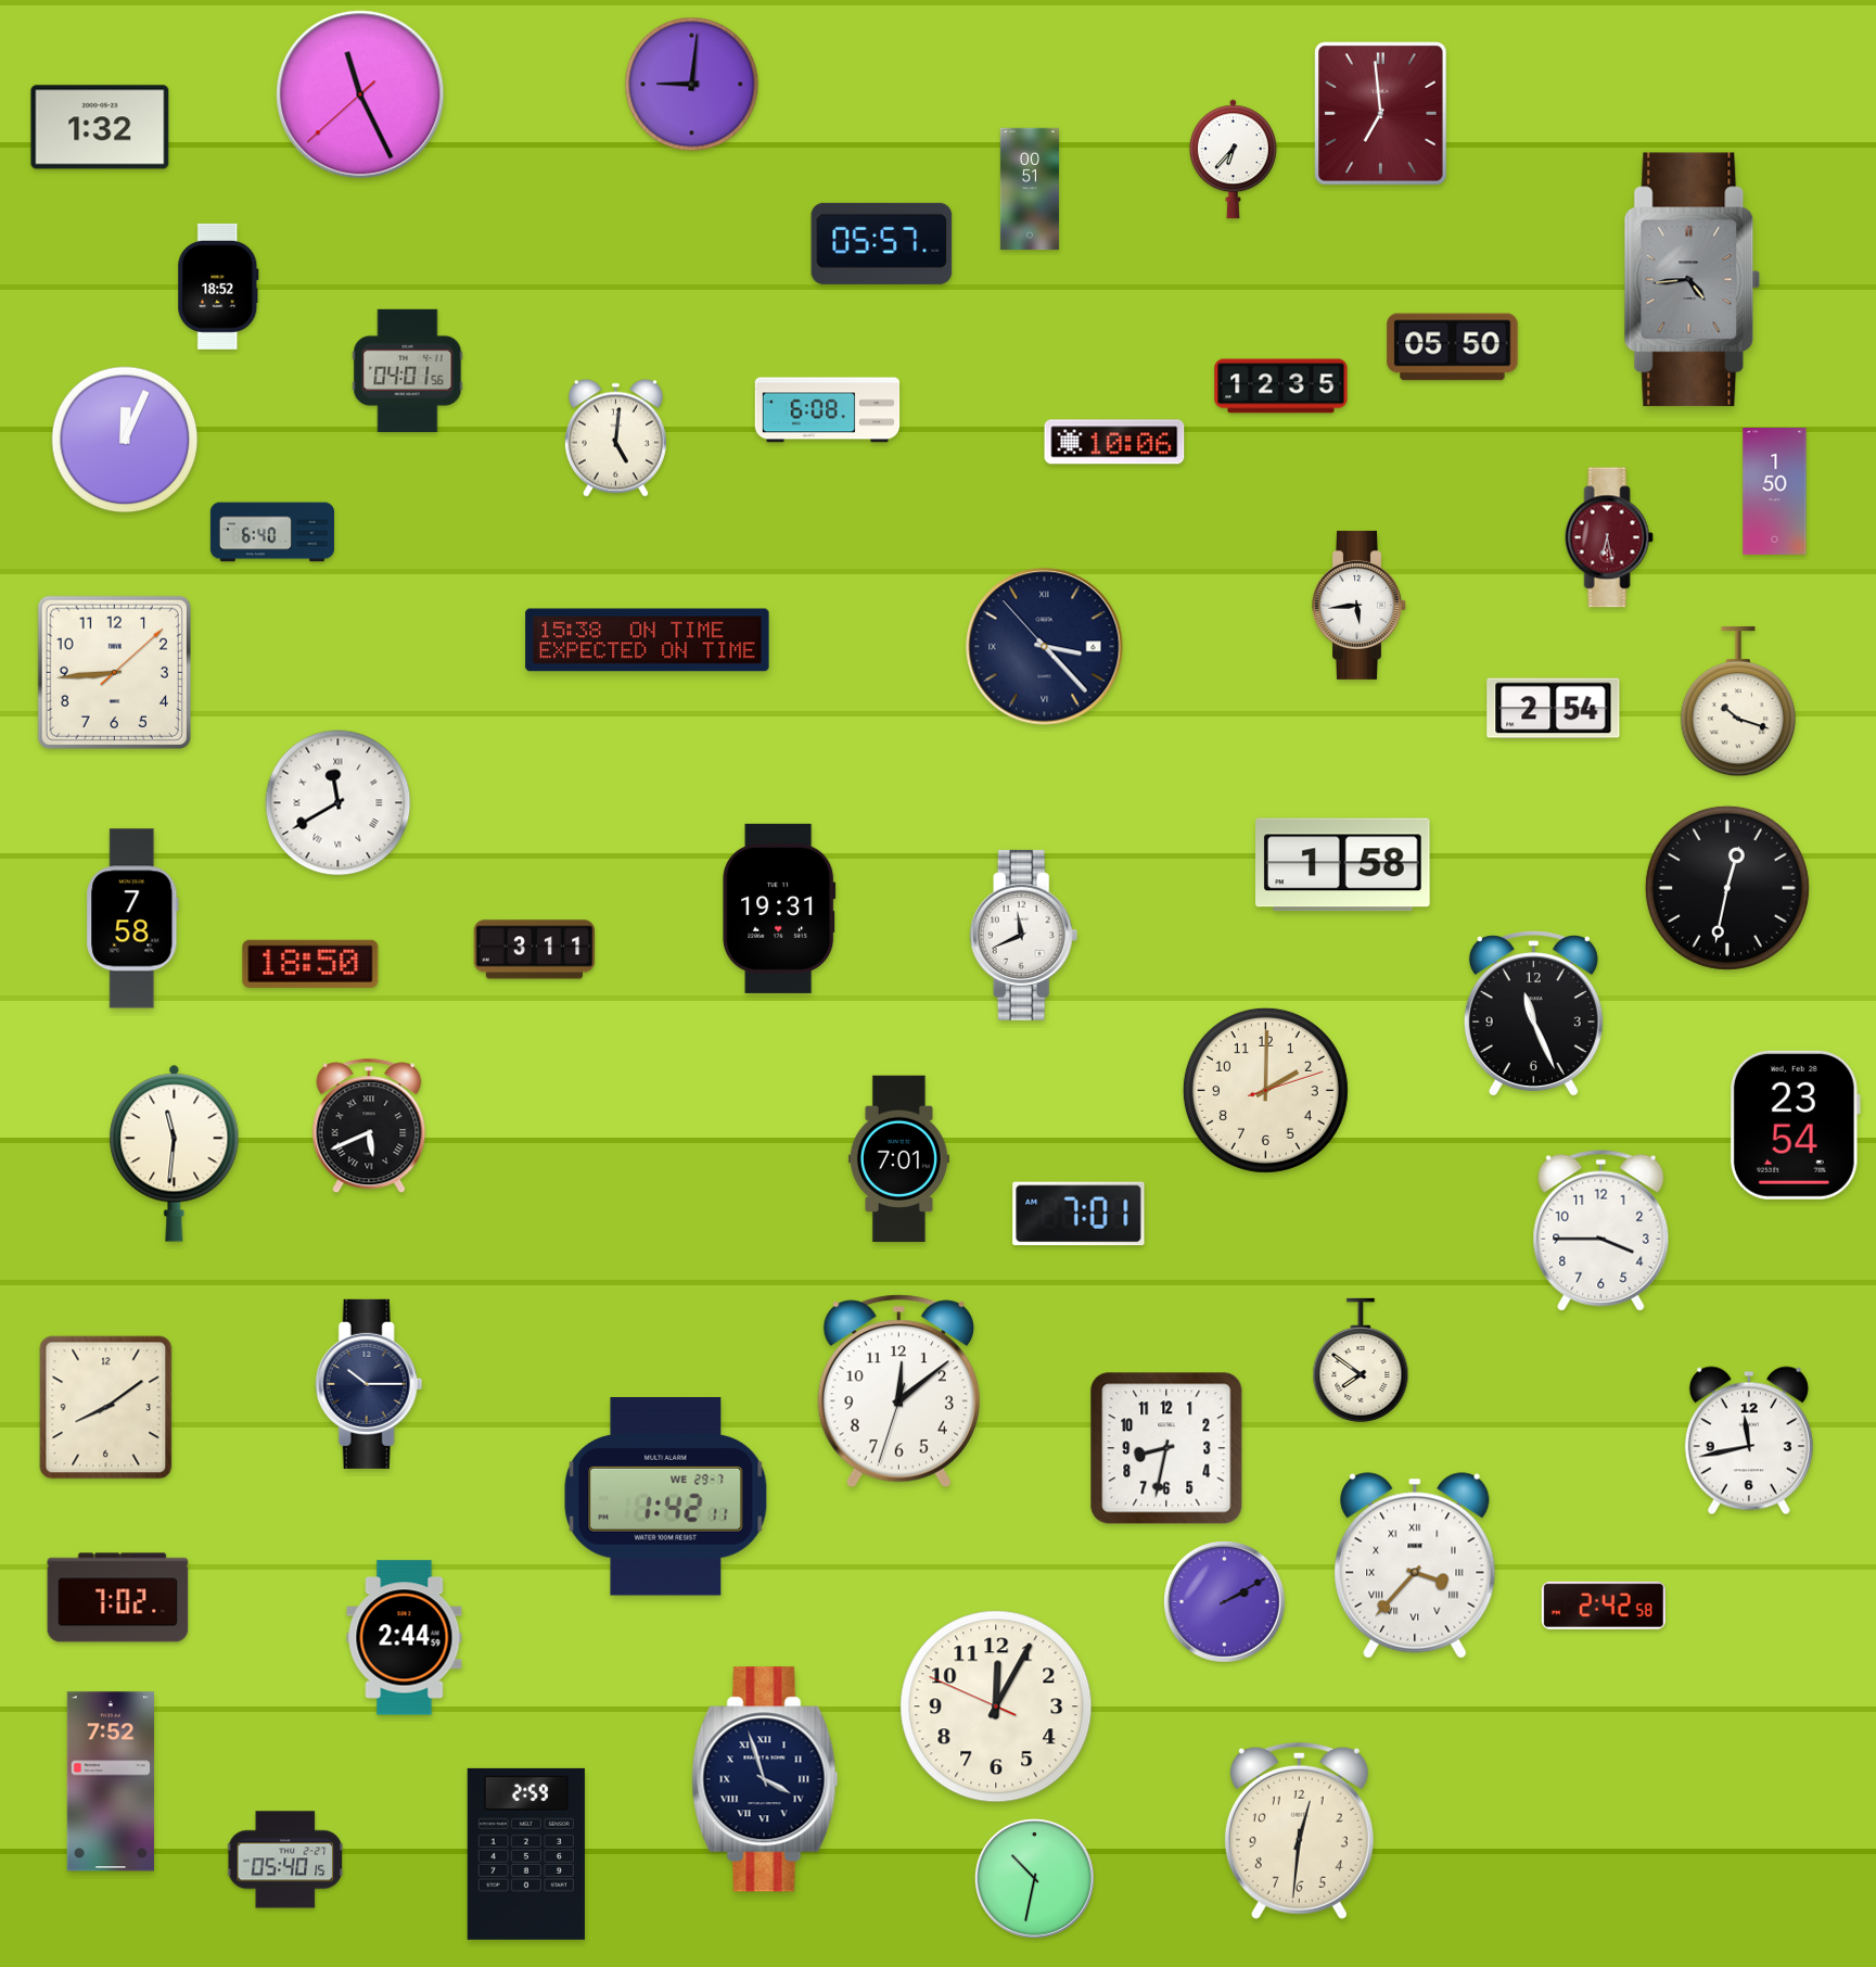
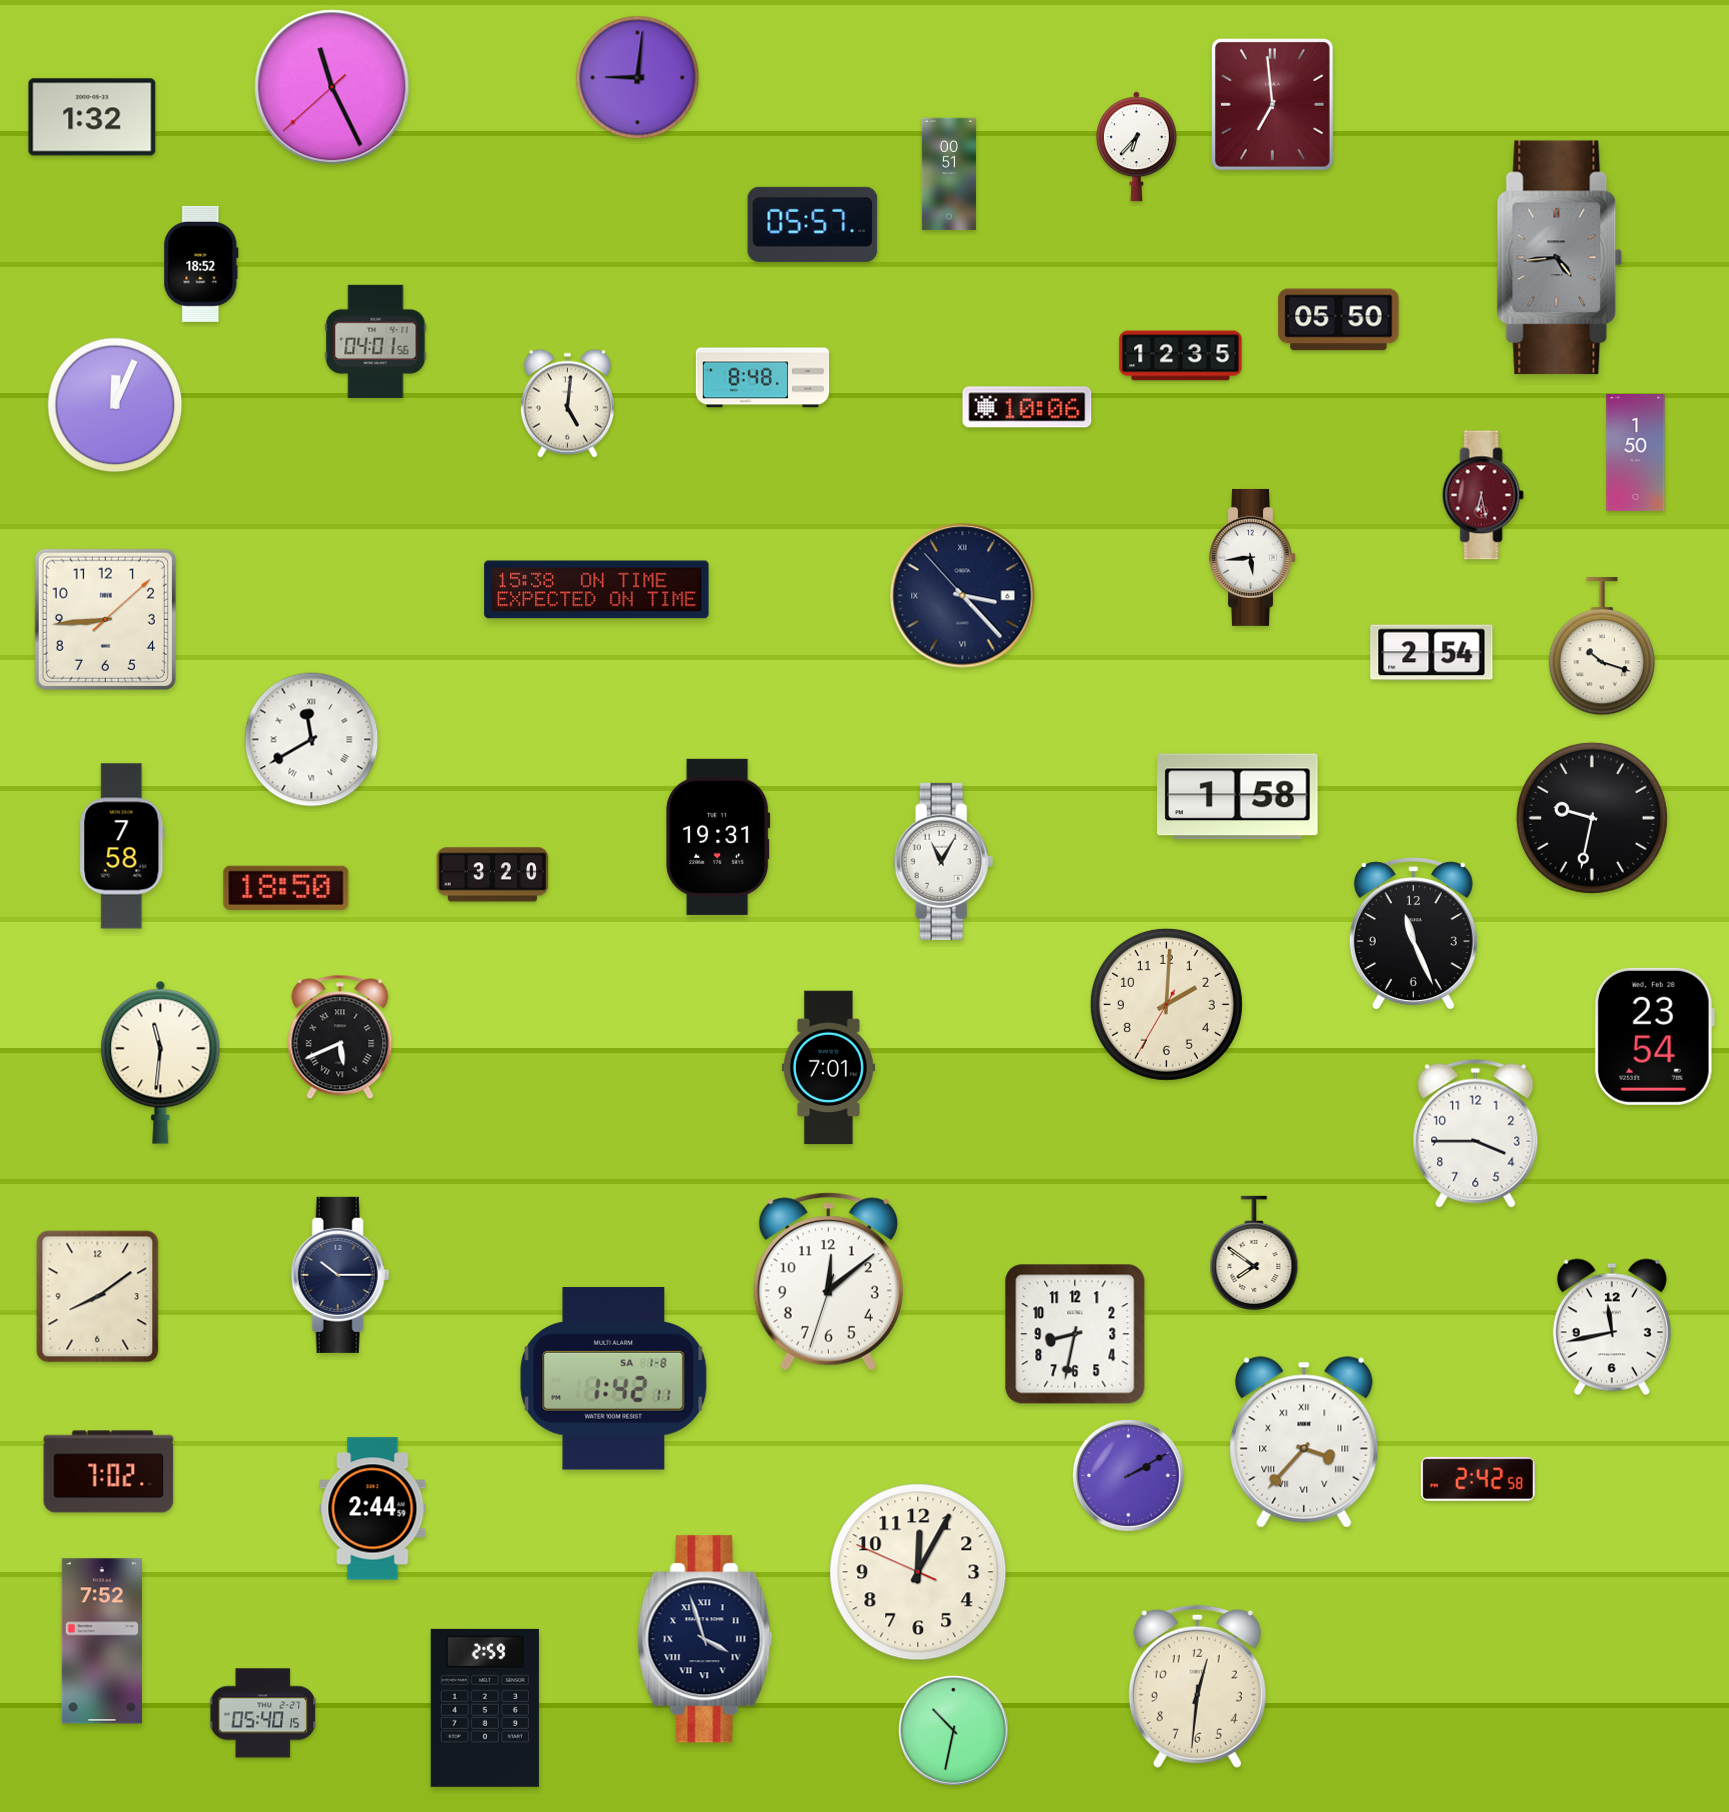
clock at (828, 410): 6:08 -> 8:48
clock at (272, 532): 6:40 -> none
clock at (1727, 888): 12:32 -> 9:32
clock at (1024, 935): 11:41 -> 11:05
clock at (535, 950): 3:11 -> 3:20
clock at (1265, 1090): 2:00:12 -> 2:00:35
clock at (1079, 1214): 7:01 -> none
clock at (666, 1497) date: WE 29-7 -> SA 1-8
